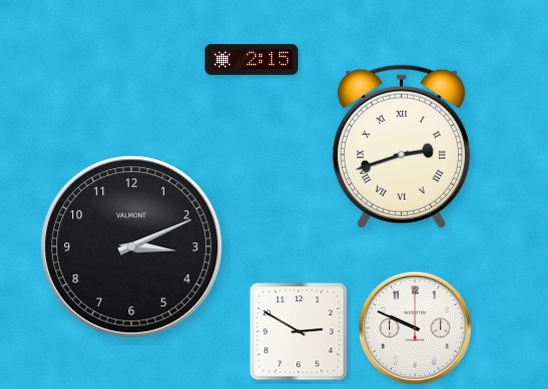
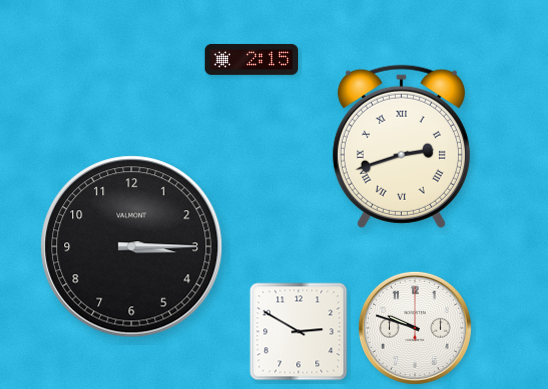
clock at (132, 247): 3:11 -> 3:15
clock at (415, 328): 9:49 -> 9:48
